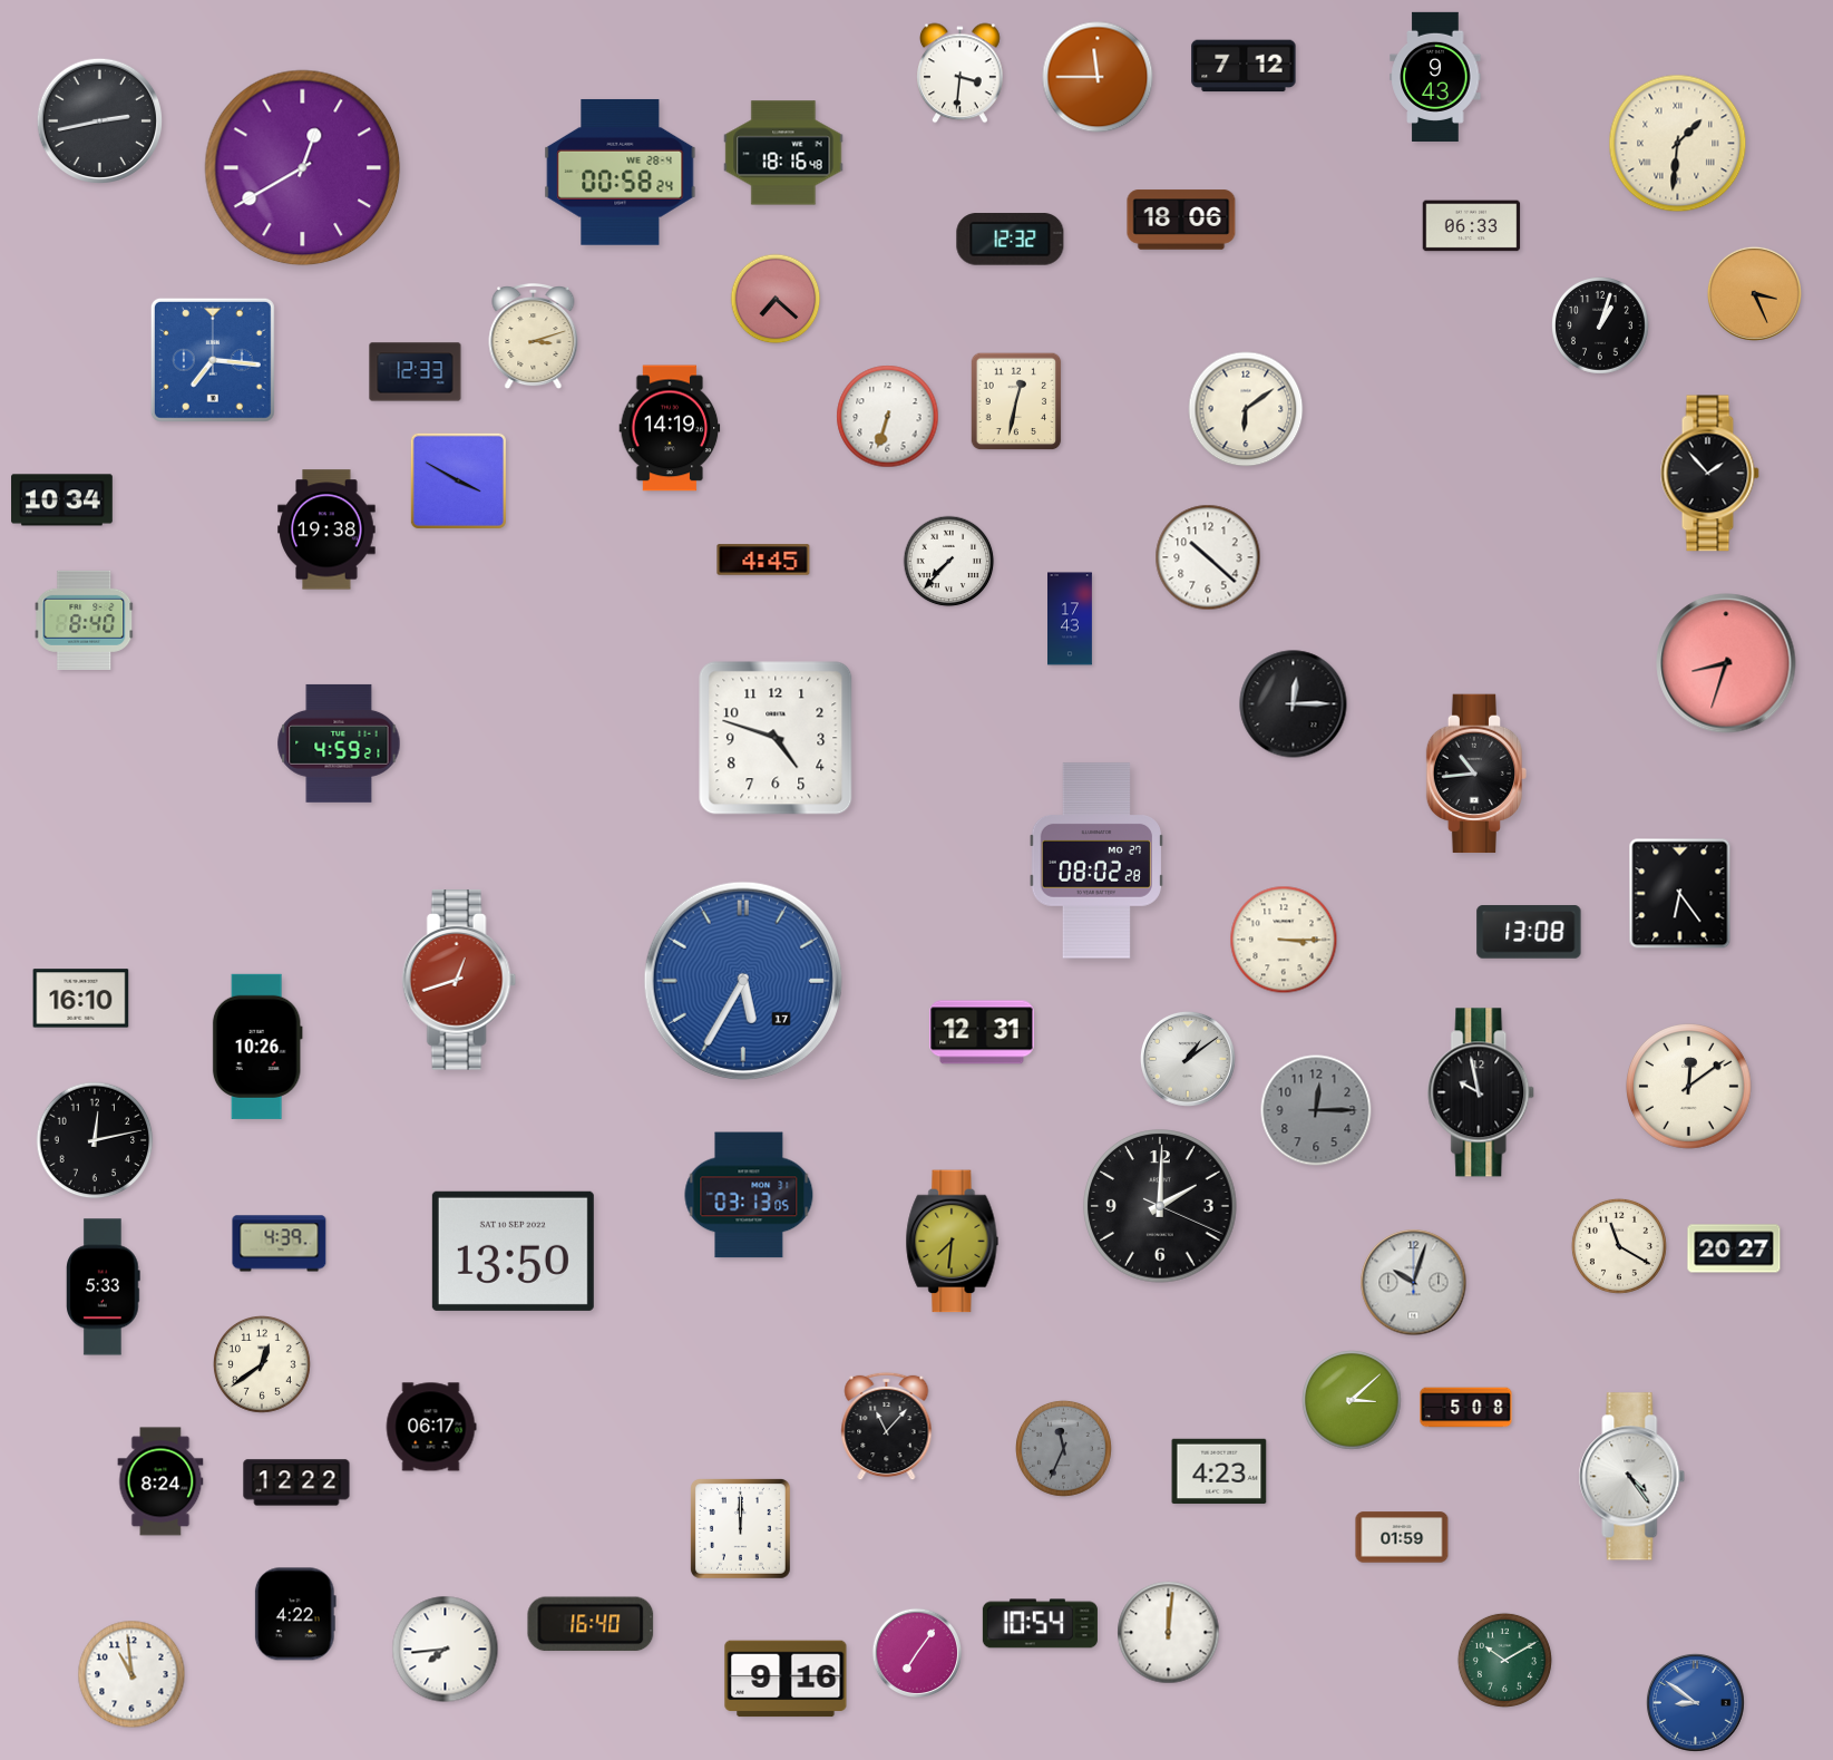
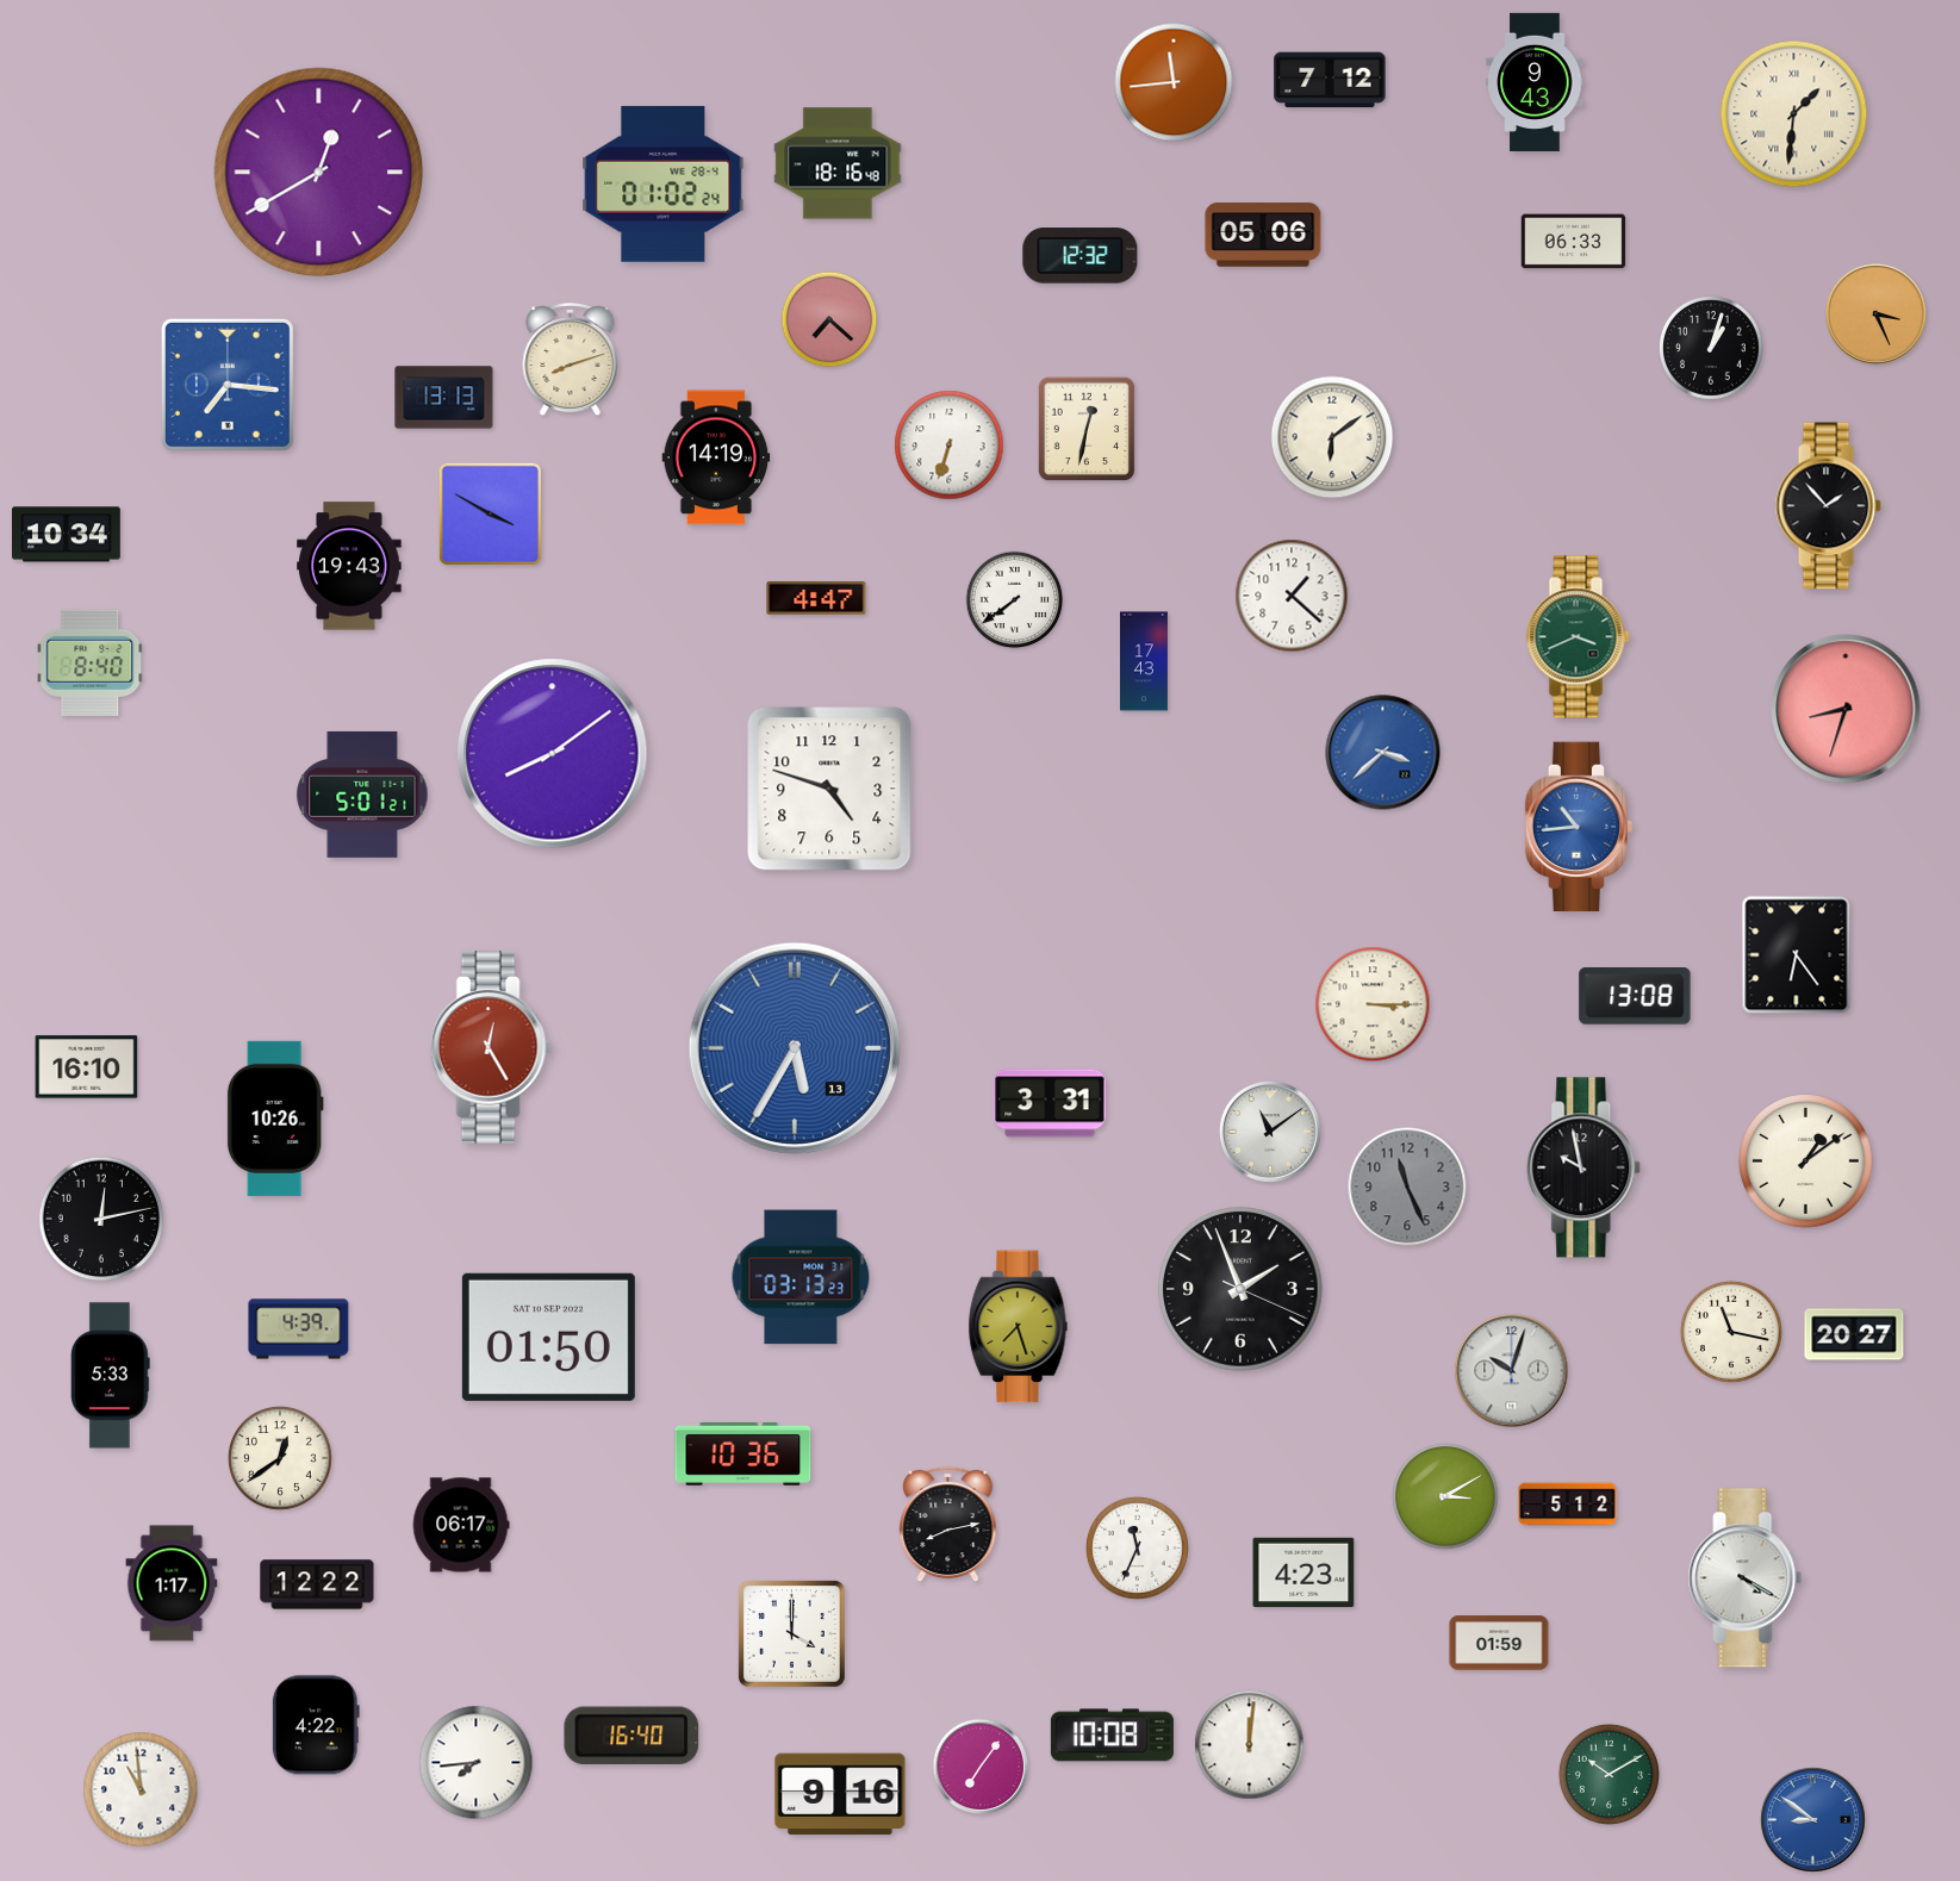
clock at (1244, 66) position: (1244, 66) -> (1330, 80)
clock at (961, 74): 3:31 -> none
clock at (1098, 77): 11:45 -> 11:44
clock at (99, 120): 2:43 -> none
clock at (1678, 144) position: (1678, 144) -> (1794, 114)
clock at (303, 168) position: (303, 168) -> (319, 173)
clock at (621, 172): 00:58 -> 01:02
clock at (1181, 220): 18:06 -> 05:06
clock at (534, 338): 3:12 -> 8:12
clock at (416, 372): 12:33 -> 13:13
clock at (326, 529): 19:38 -> 19:43
clock at (1208, 557): 10:22 -> 1:22
clock at (763, 560): 4:45 -> 4:47
clock at (949, 562): 7:37 -> 7:39
clock at (1579, 637): none -> 3:41
clock at (1294, 704): 12:15 -> 3:38
clock at (1294, 704) dial: black -> blue
clock at (553, 754): none -> 8:09
clock at (339, 743): 4:59 -> 5:01
clock at (1476, 774) dial: black -> blue
clock at (1096, 860): 08:02 -> none
clock at (459, 980): 12:42 -> 12:25
clock at (743, 981) date: 17 -> 13
clock at (982, 1032): 12:31 -> 3:31
clock at (1188, 1059): 1:09 -> 11:09
clock at (1689, 1087): 12:09 -> 1:09
clock at (1316, 1110): 12:15 -> 11:26
clock at (749, 1195): 03:13:05 -> 03:13:23
clock at (1160, 1206): 2:00 -> 1:56
clock at (953, 1242): 7:31 -> 7:27
clock at (1619, 1246): 11:20 -> 11:17
clock at (513, 1251): 13:50 -> 01:50
clock at (743, 1453): none -> 10:36
clock at (1352, 1400): 3:08 -> 3:10
clock at (1466, 1408): 5:08 -> 5:12
clock at (887, 1427): 11:07 -> 8:13
clock at (1063, 1448) dial: grey -> white
clock at (1632, 1477): 4:24 -> 4:20
clock at (160, 1481): 8:24 -> 1:17
clock at (740, 1528): 12:00 -> 4:00
clock at (1040, 1624): 10:54 -> 10:08
